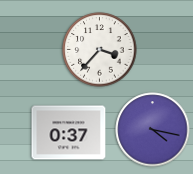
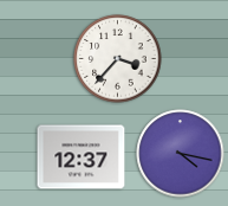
clock at (69, 133): 0:37 -> 12:37
